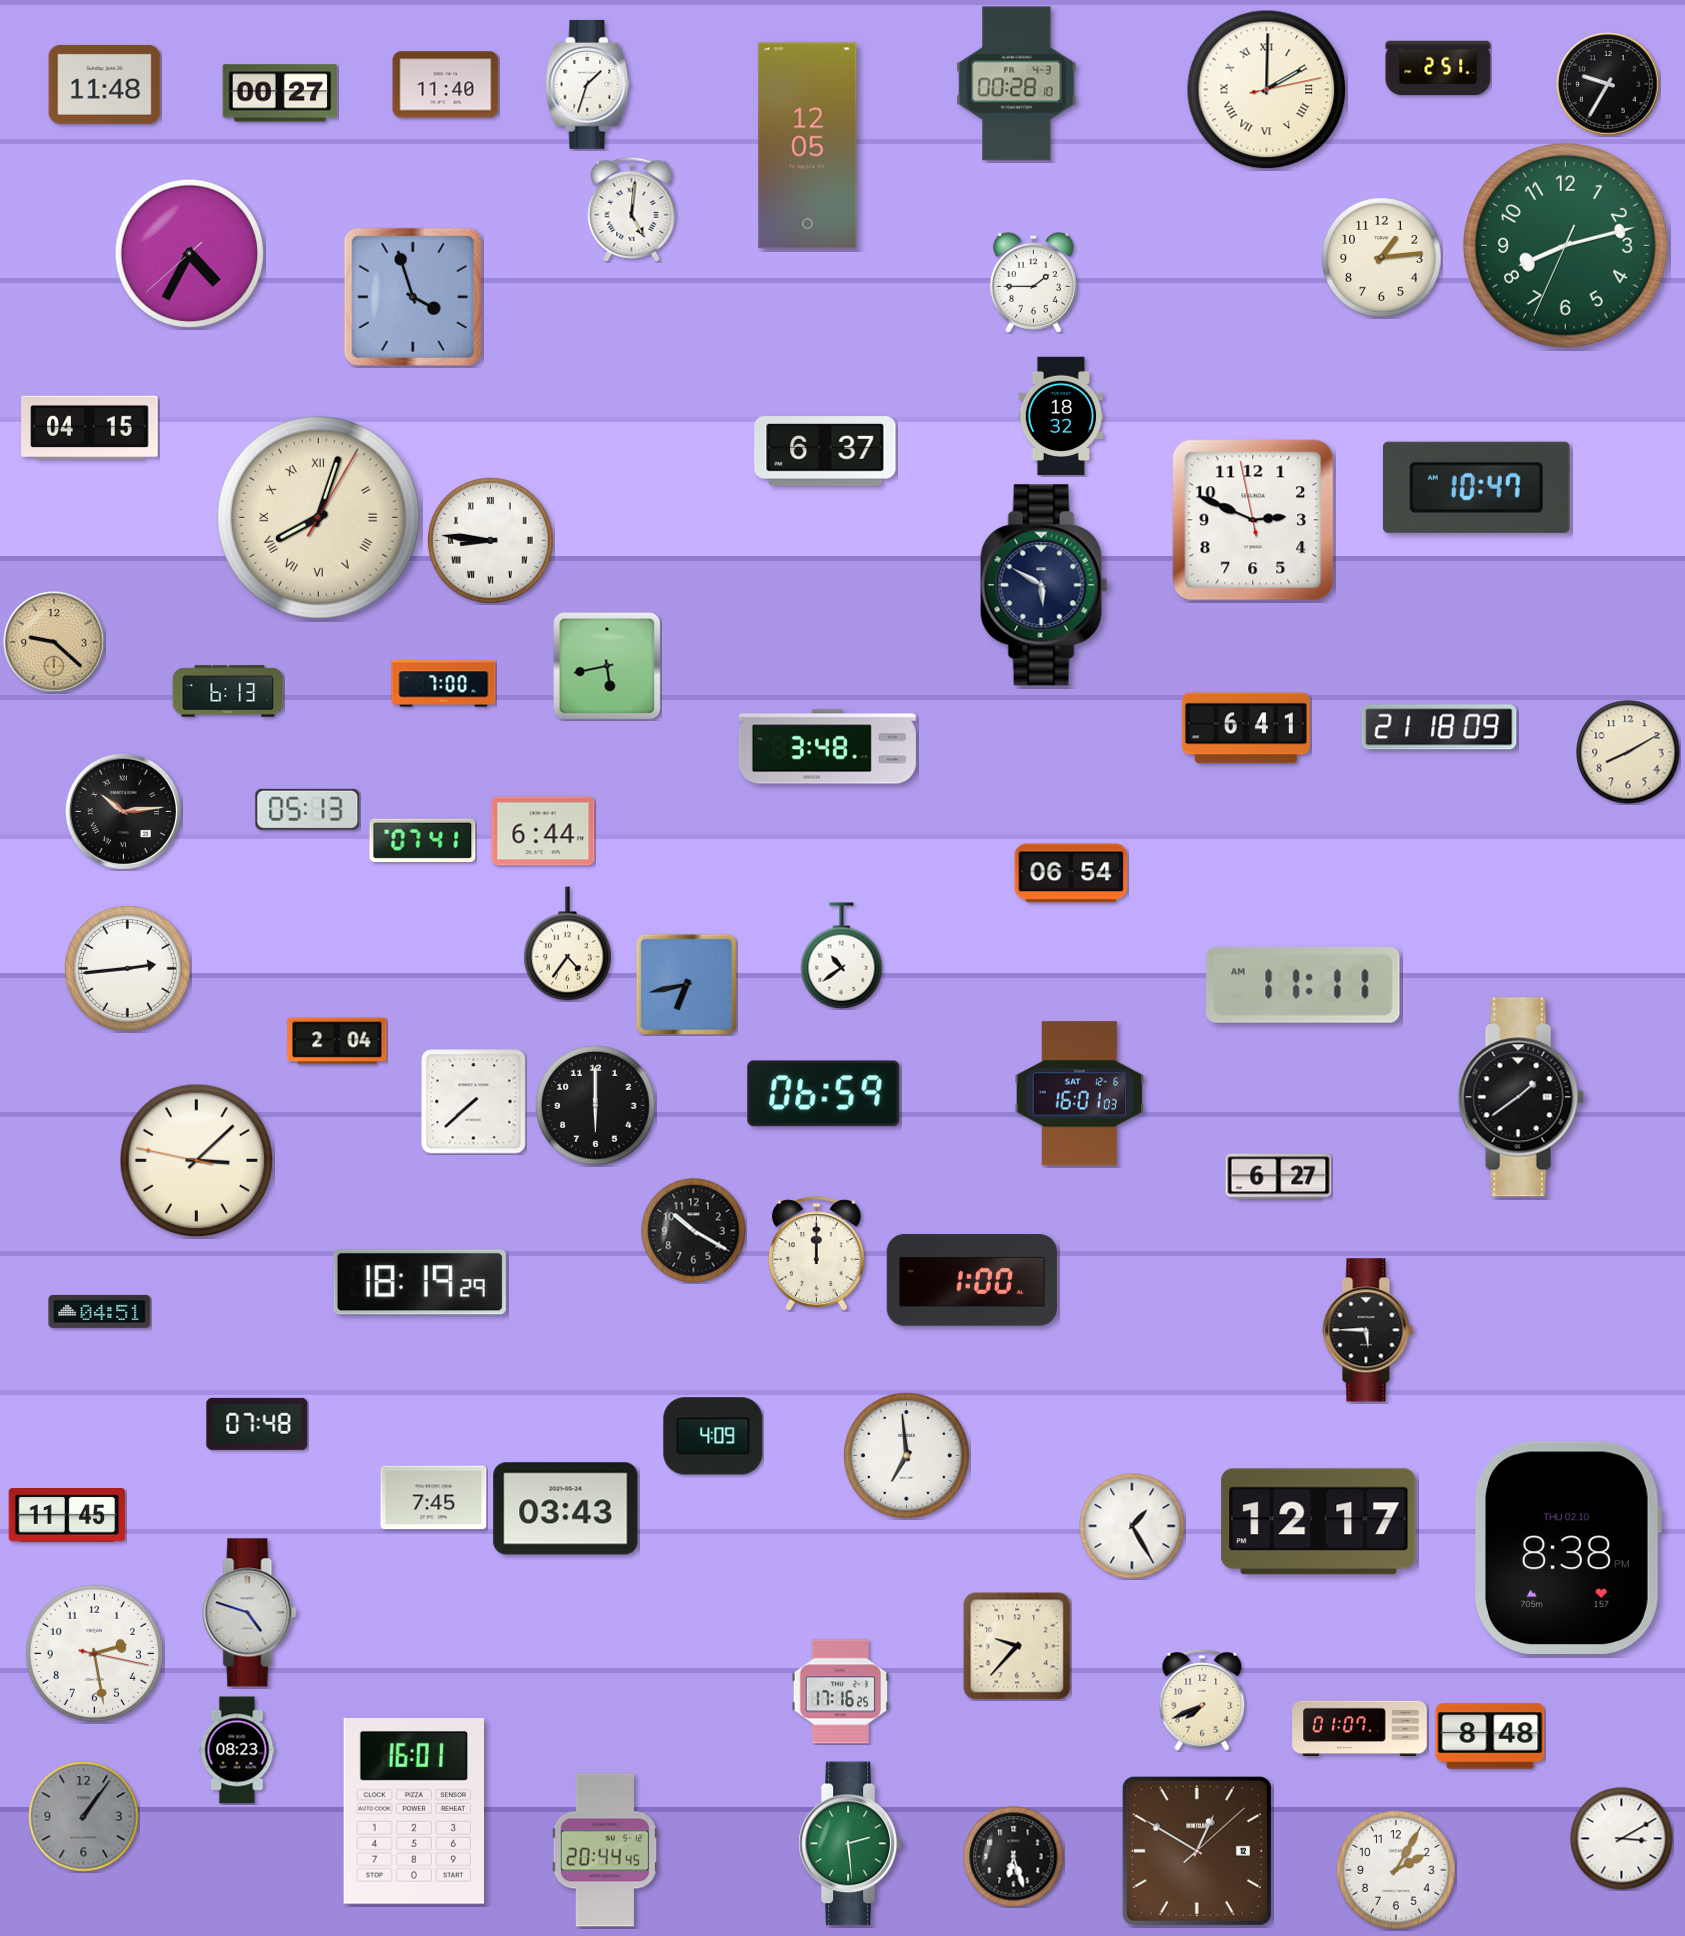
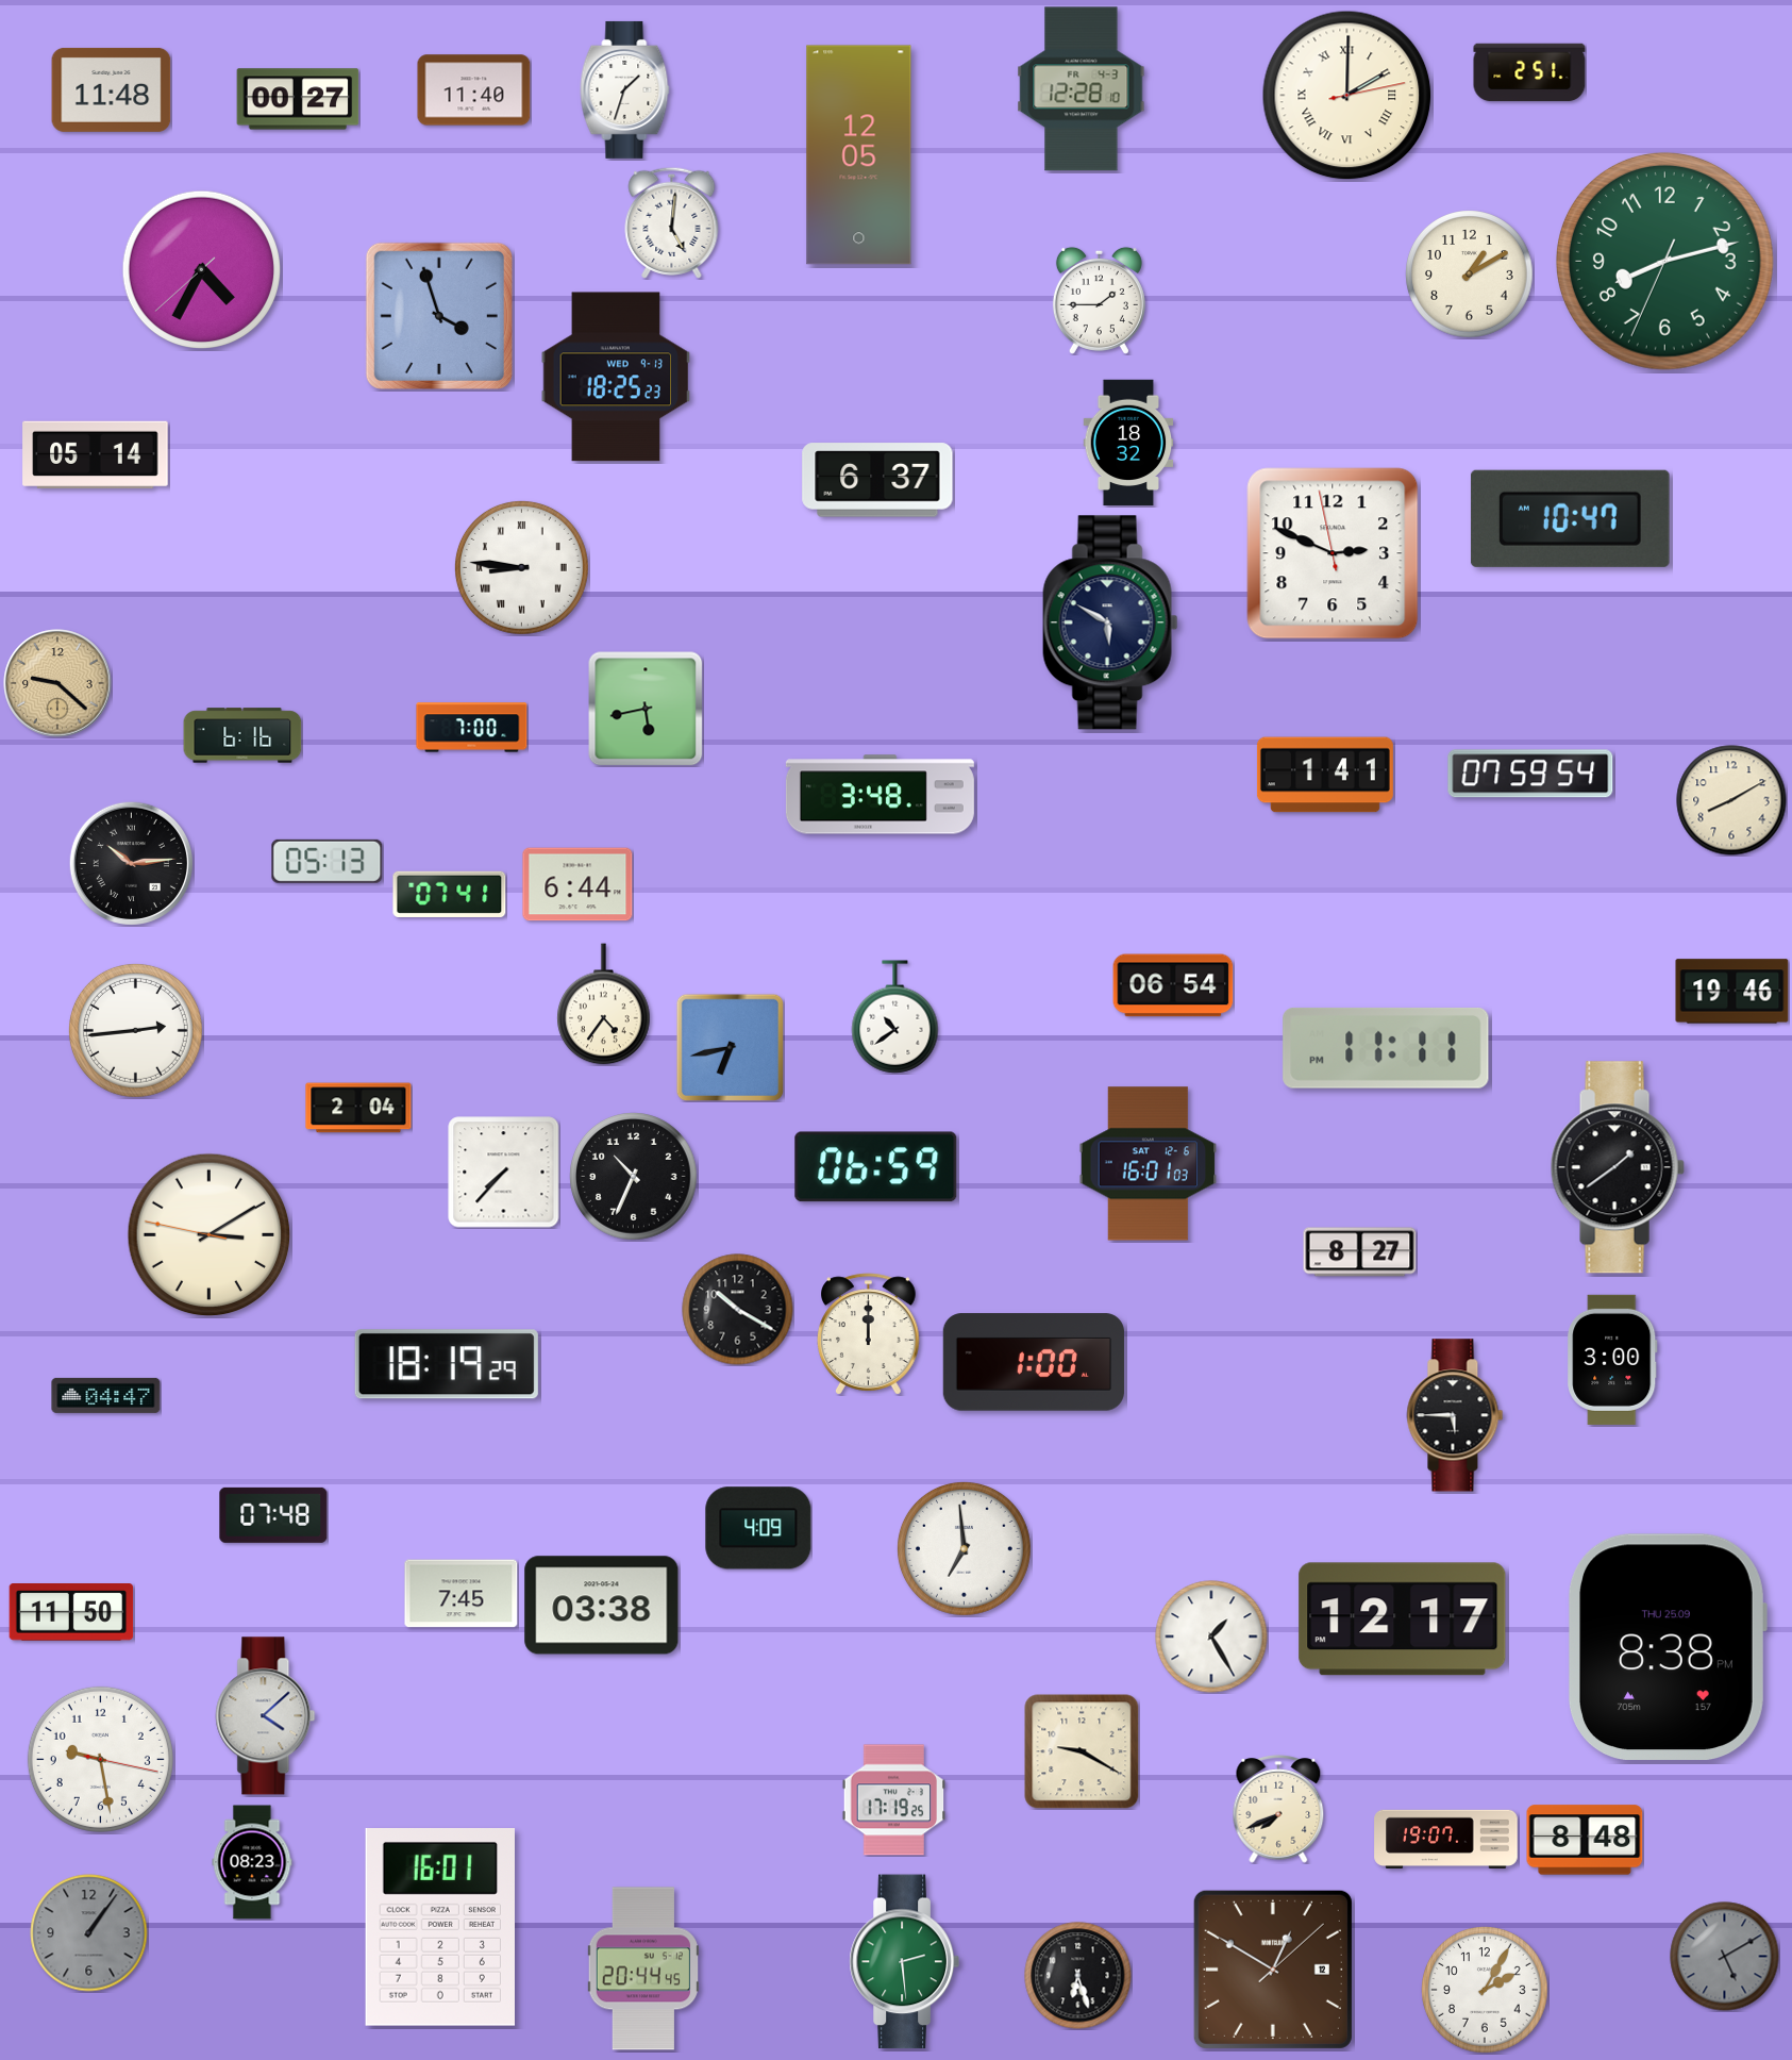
clock at (1017, 84): 00:28 -> 12:28
clock at (1608, 84): 9:35 -> none
clock at (1382, 258): 1:14 -> 1:10
clock at (616, 377): none -> 18:25
clock at (90, 428): 04:15 -> 05:14
clock at (319, 518): 8:03 -> none
clock at (490, 540) position: (490, 540) -> (521, 567)
clock at (228, 691): 6:13 -> 6:16
clock at (1439, 727): 21:18 -> 07:59
clock at (1246, 728): 6:41 -> 1:41
clock at (1071, 873) position: (1071, 873) -> (1173, 985)
clock at (1732, 992): none -> 19:46
clock at (1303, 985): 11:11 AM -> 11:11 PM
clock at (824, 1094) position: (824, 1094) -> (876, 1167)
clock at (474, 1102): 7:38 -> 7:37
clock at (596, 1106): 6:00 -> 10:34
clock at (197, 1161): 3:07 -> 3:09
clock at (1279, 1177): 6:27 -> 8:27
clock at (1612, 1360): none -> 3:00
clock at (100, 1311): 04:51 -> 04:47
clock at (566, 1509): 03:43 -> 03:38
clock at (67, 1515): 11:45 -> 11:50
clock at (1132, 1526) position: (1132, 1526) -> (1211, 1637)
clock at (1568, 1547) date: THU 02.10 -> THU 25.09
clock at (250, 1613): 4:48 -> 4:08
clock at (1017, 1646): 9:37 -> 9:20
clock at (94, 1653): 2:28 -> 9:28
clock at (841, 1692): 17:16 -> 17:19
clock at (1360, 1729): 01:07 -> 19:07
clock at (1490, 1736) position: (1490, 1736) -> (1585, 1840)
clock at (1622, 1839): 3:10 -> 5:10
clock at (1622, 1839) dial: white -> grey
